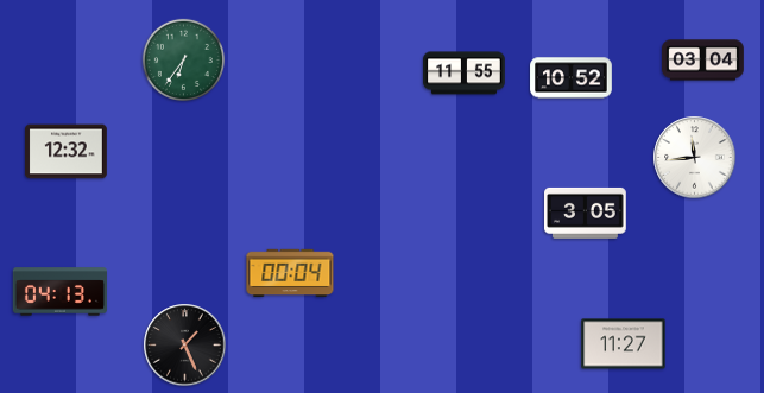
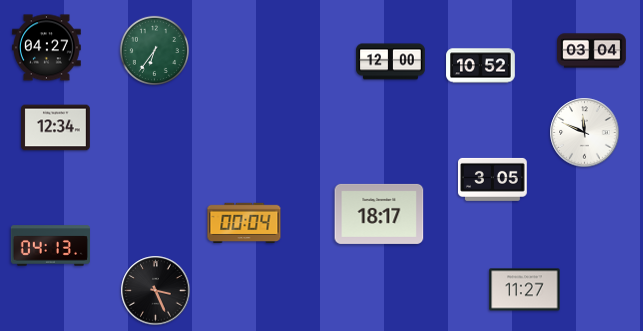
clock at (47, 48): none -> 04:27
clock at (465, 74): 11:55 -> 12:00
clock at (67, 152): 12:32 -> 12:34
clock at (695, 158): 11:44 -> 11:49
clock at (379, 214): none -> 18:17
clock at (290, 273) position: (290, 273) -> (244, 223)
clock at (185, 346): 1:26 -> 3:26
